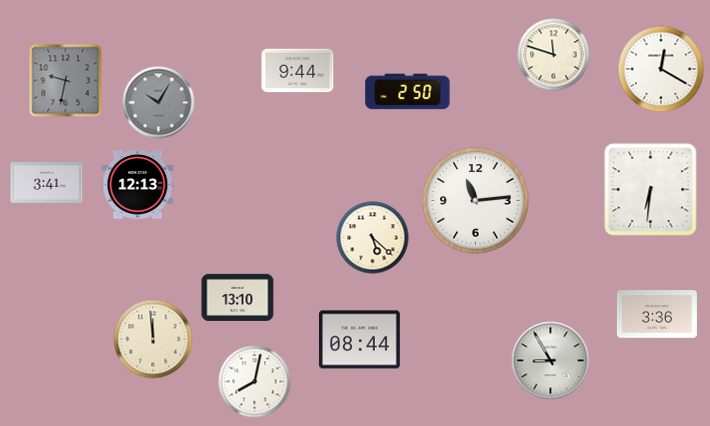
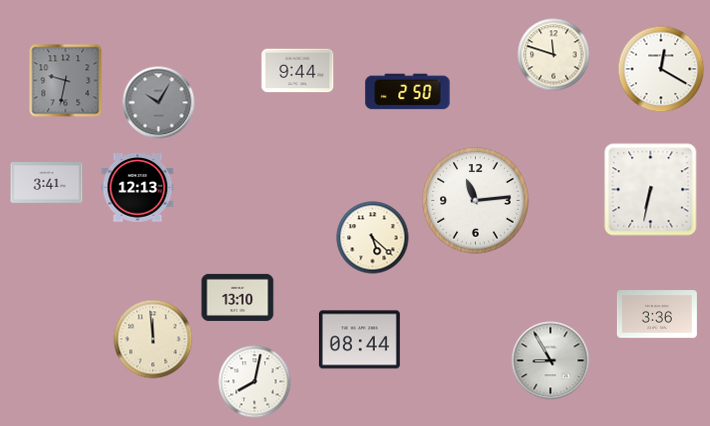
clock at (138, 185) position: (138, 185) -> (138, 188)
clock at (651, 190): 6:31 -> 6:32
